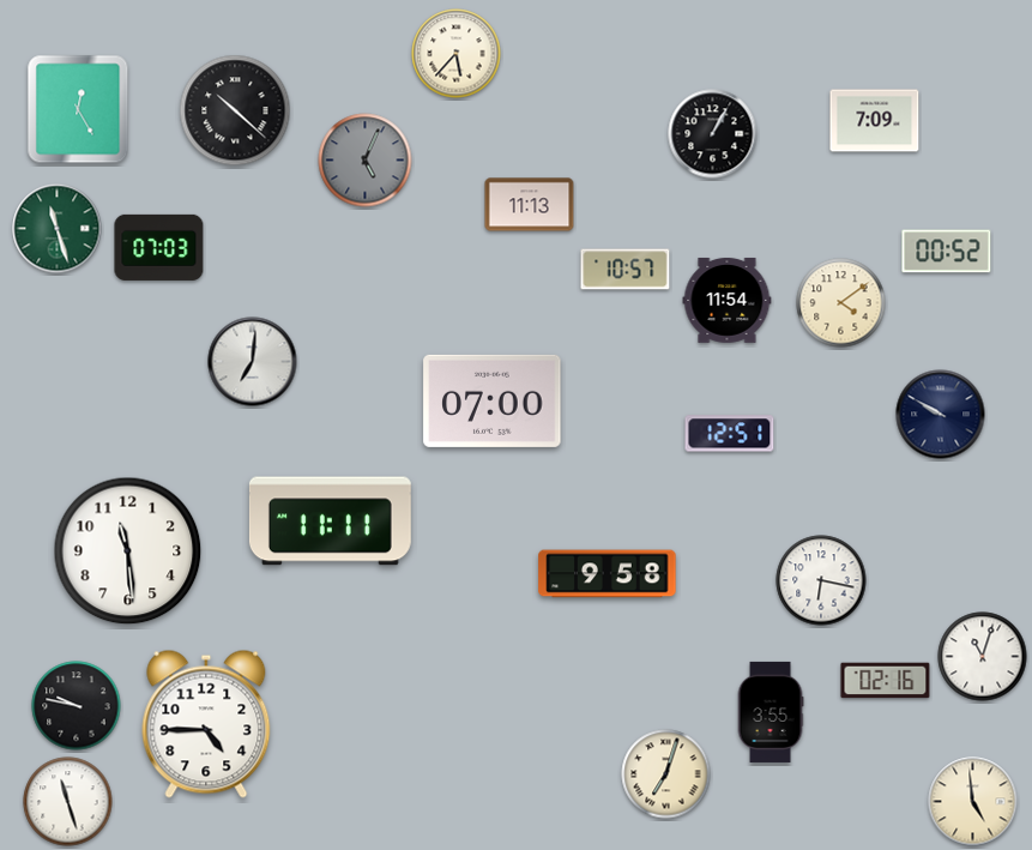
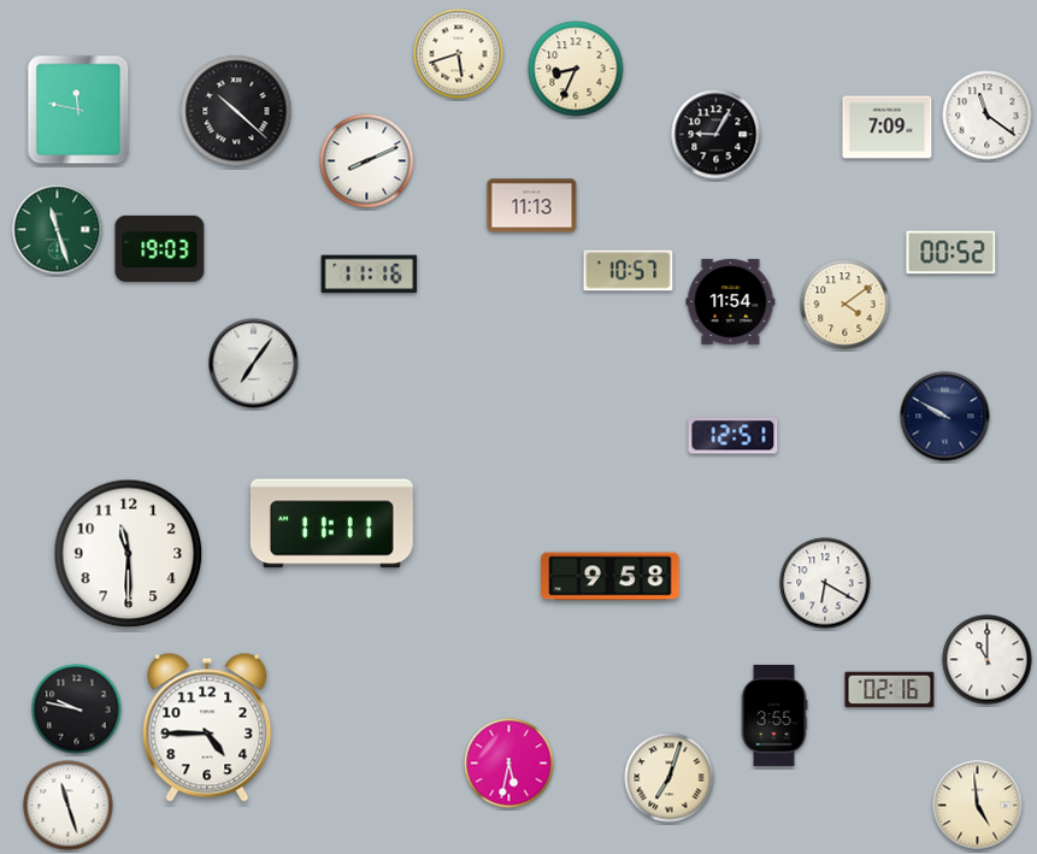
clock at (457, 54): 5:37 -> 5:42
clock at (576, 69): none -> 8:34
clock at (78, 109): 12:25 -> 11:47
clock at (988, 116): none -> 11:21
clock at (875, 121) position: (875, 121) -> (888, 128)
clock at (713, 134): 1:05 -> 9:05
clock at (366, 161): 5:04 -> 8:11
clock at (366, 161) dial: grey -> white
clock at (159, 247): 07:03 -> 19:03
clock at (370, 275): none -> 11:16
clock at (253, 362): 7:01 -> 7:06
clock at (493, 400): 07:00 -> none
clock at (128, 551): 11:29 -> 11:30
clock at (821, 580): 6:17 -> 6:20
clock at (983, 657): 11:03 -> 11:00
clock at (886, 681) position: (886, 681) -> (890, 690)
clock at (509, 764): none -> 5:32
